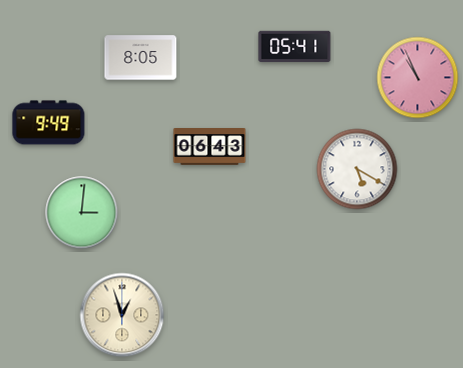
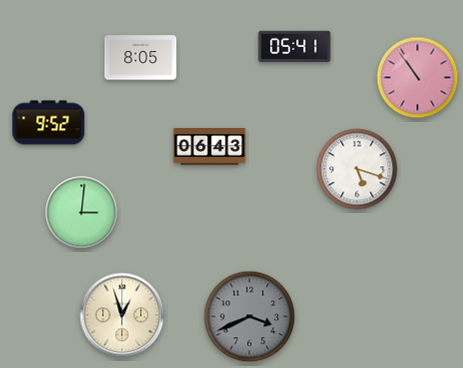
clock at (418, 78): 10:56 -> 10:54
clock at (49, 123): 9:49 -> 9:52
clock at (357, 169): 5:20 -> 5:18
clock at (250, 317): none -> 3:41
